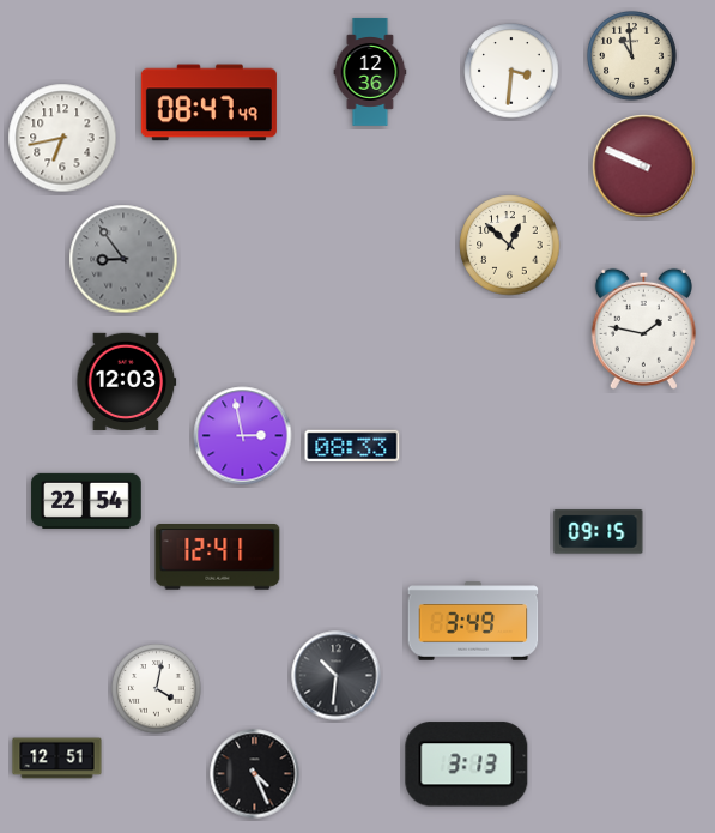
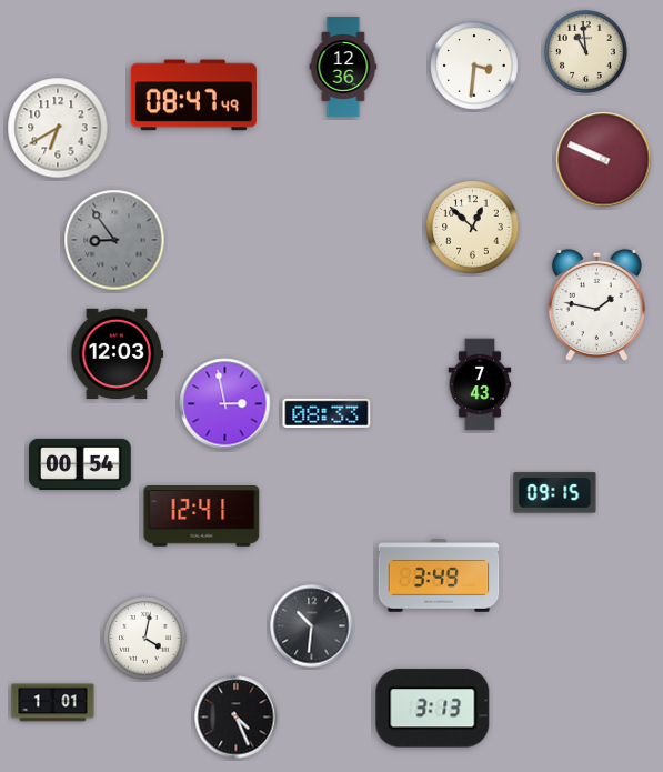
clock at (62, 138): 6:43 -> 6:40
clock at (644, 167) position: (644, 167) -> (604, 160)
clock at (480, 384): none -> 7:43
clock at (86, 501): 22:54 -> 00:54
clock at (57, 759): 12:51 -> 1:01
